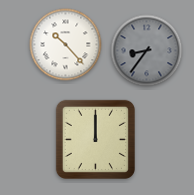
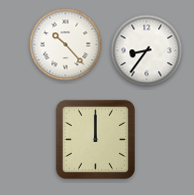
clock at (147, 51) dial: grey -> white
